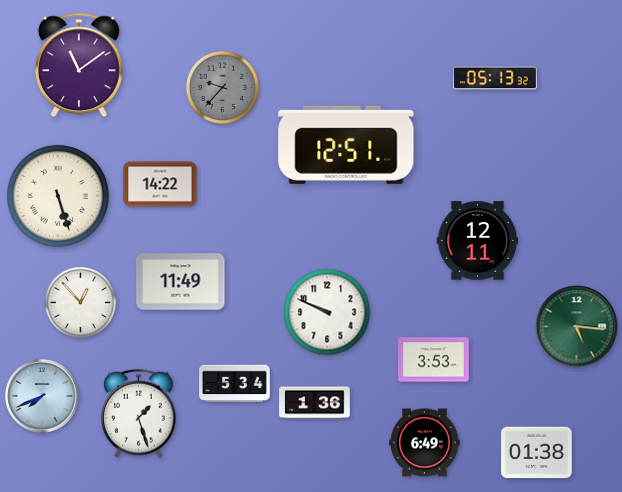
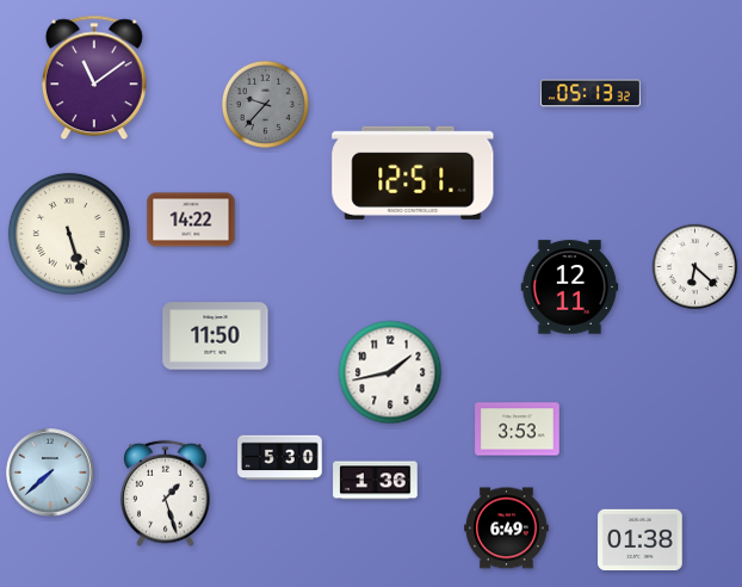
clock at (694, 266): none -> 6:22
clock at (181, 282): 11:49 -> 11:50
clock at (80, 302): 12:53 -> none
clock at (327, 312): 9:49 -> 1:43
clock at (577, 327): 5:16 -> none
clock at (235, 384): 5:34 -> 5:30
clock at (42, 396): 7:41 -> 7:38
